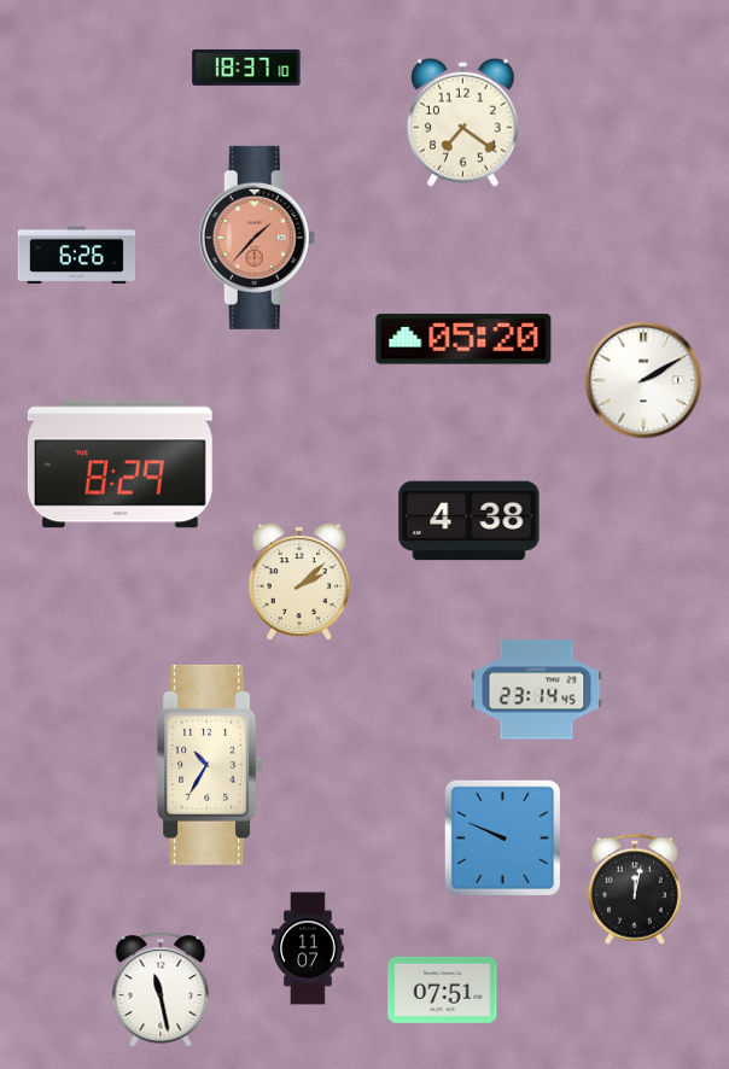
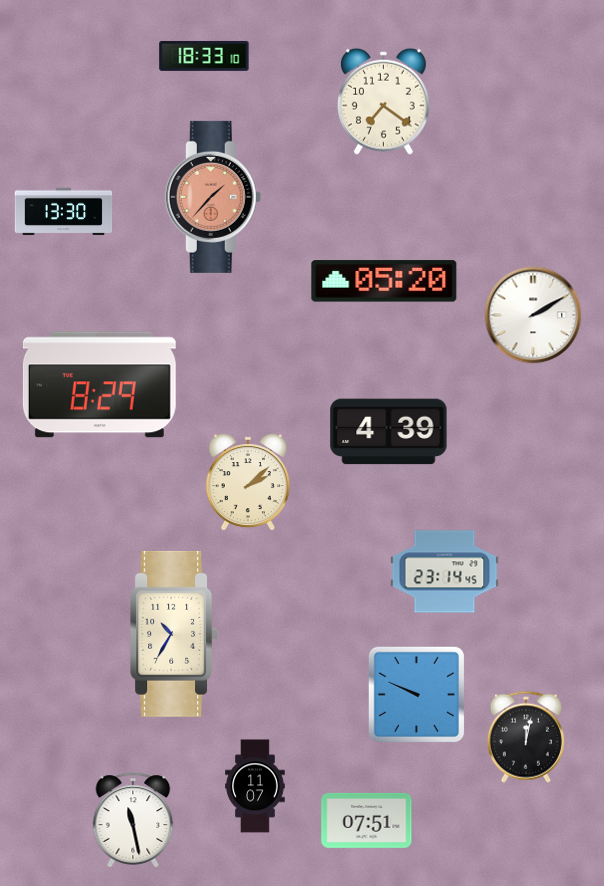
clock at (246, 68): 18:37 -> 18:33
clock at (77, 256): 6:26 -> 13:30
clock at (470, 521): 4:38 -> 4:39
